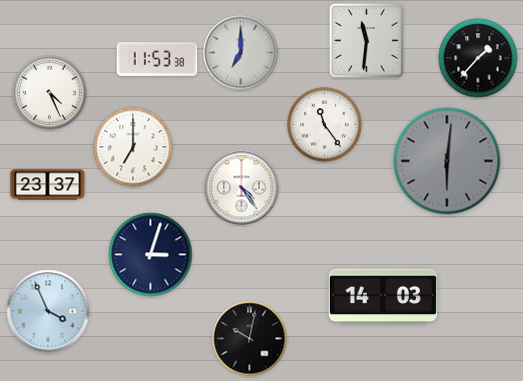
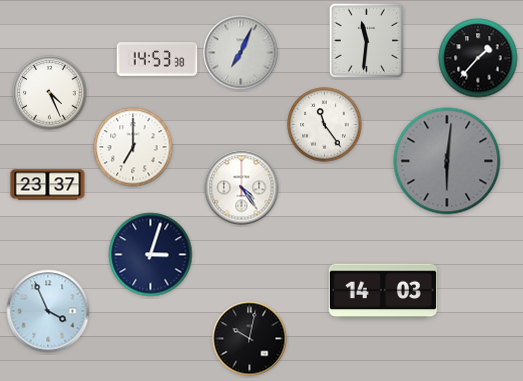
clock at (241, 53): 7:00 -> 7:04
clock at (157, 60): 11:53 -> 14:53
clock at (383, 296) position: (383, 296) -> (383, 291)
